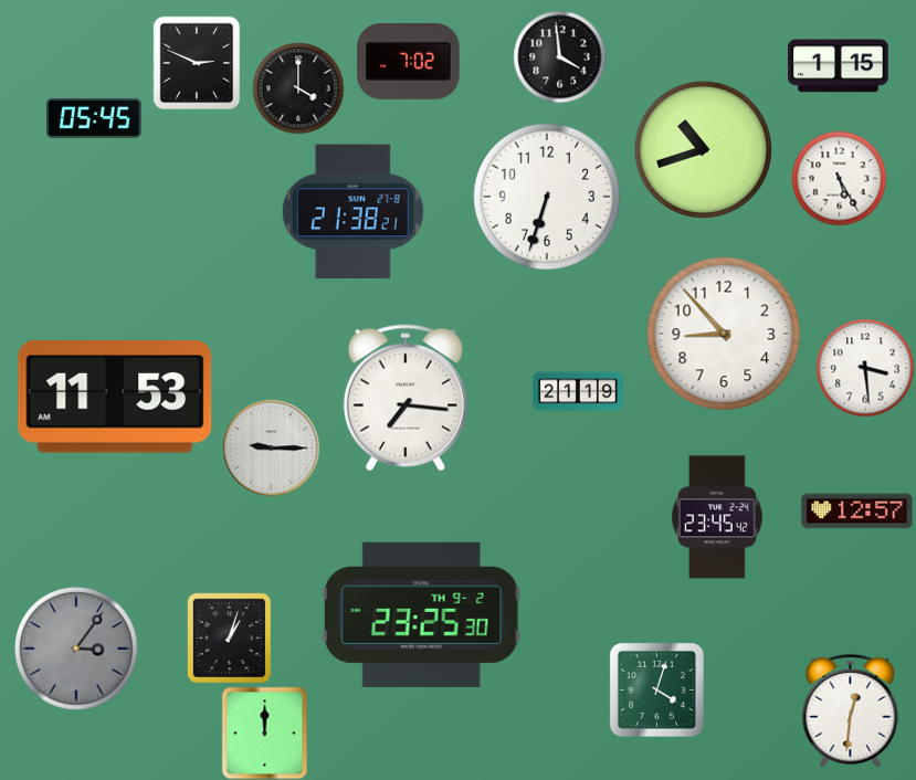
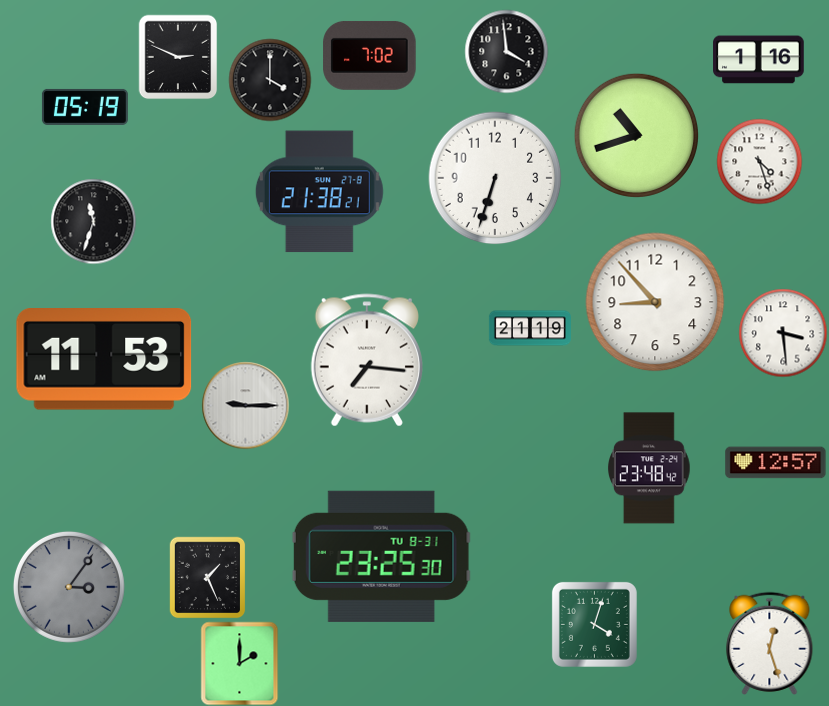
clock at (839, 66): 1:15 -> 1:16
clock at (94, 118): 05:45 -> 05:19
clock at (839, 178): 5:25 -> 4:27
clock at (93, 221): none -> 11:33
clock at (578, 391) position: (578, 391) -> (530, 328)
clock at (718, 517): 23:45 -> 23:48
clock at (421, 614) date: TH 9-2 -> TU 8-31
clock at (230, 637): 1:03 -> 1:26
clock at (851, 710): 12:31 -> 12:27
clock at (265, 732): 12:00 -> 2:00
